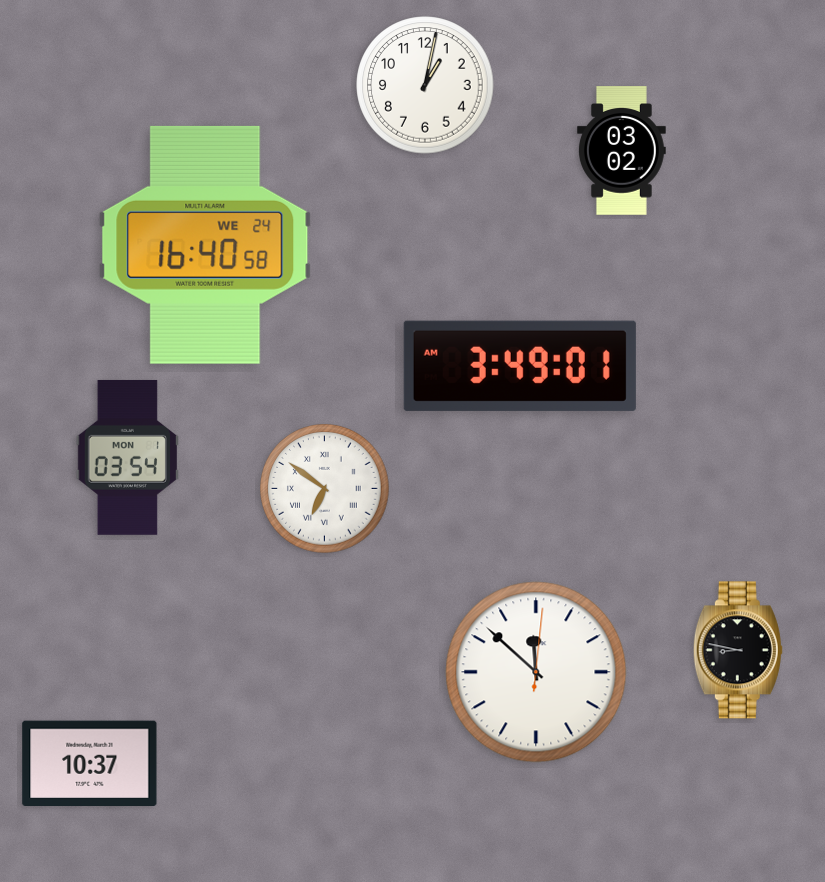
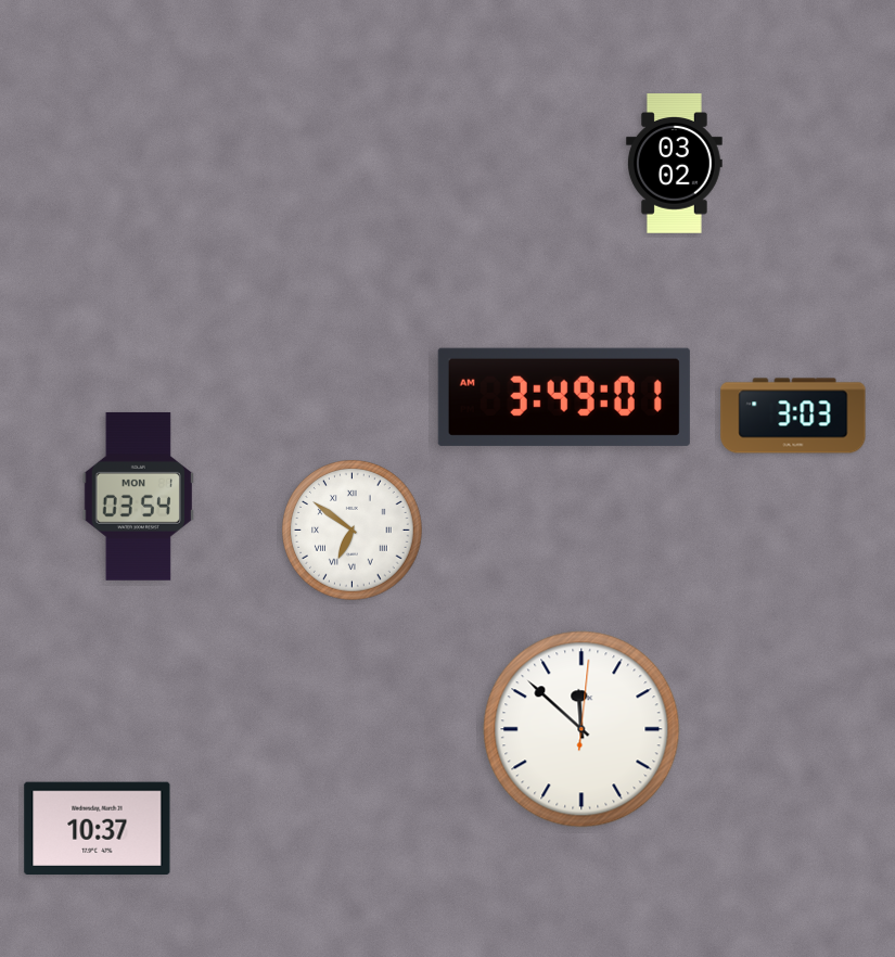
clock at (425, 85): 1:02 -> none
clock at (205, 245): 16:40 -> none
clock at (793, 416): none -> 3:03
clock at (738, 650): 8:47 -> none
